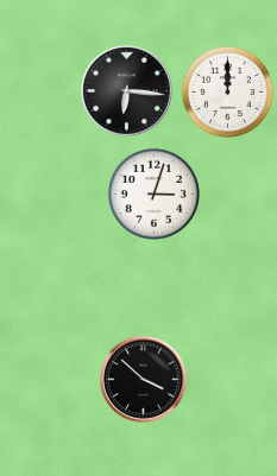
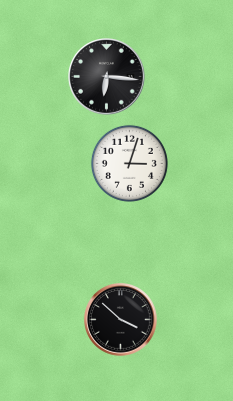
clock at (227, 91): 12:00 -> none
